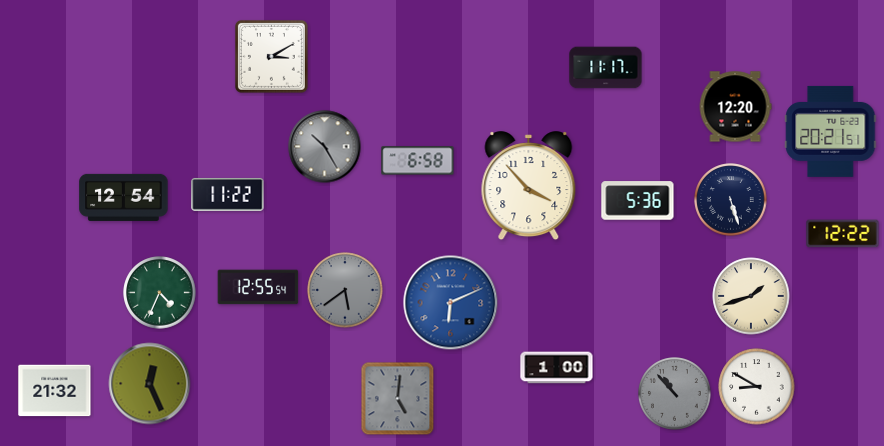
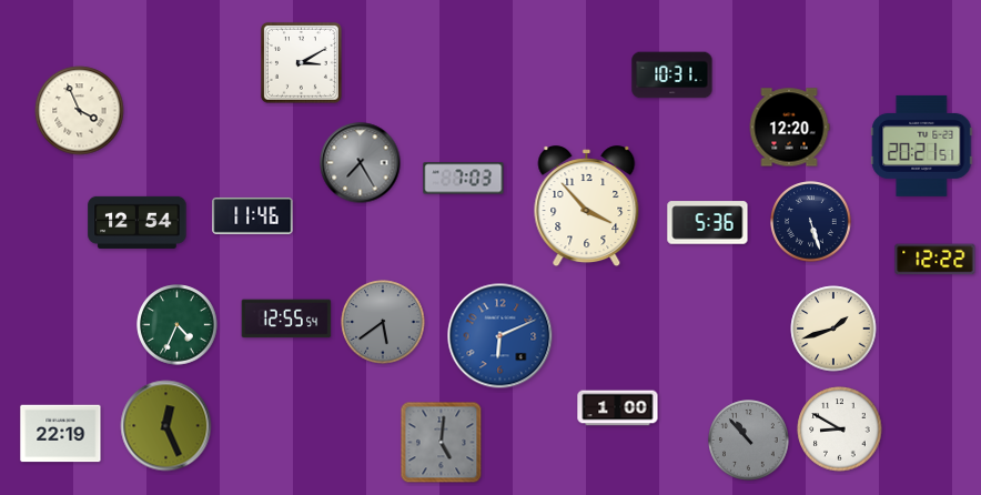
clock at (606, 68): 11:17 -> 10:31
clock at (80, 111): none -> 3:56
clock at (735, 107) position: (735, 107) -> (789, 128)
clock at (325, 147): 10:25 -> 7:25
clock at (418, 161): 6:58 -> 7:03
clock at (228, 194): 11:22 -> 11:46
clock at (124, 197) position: (124, 197) -> (138, 222)
clock at (55, 391): 21:32 -> 22:19
clock at (675, 394) position: (675, 394) -> (749, 441)
